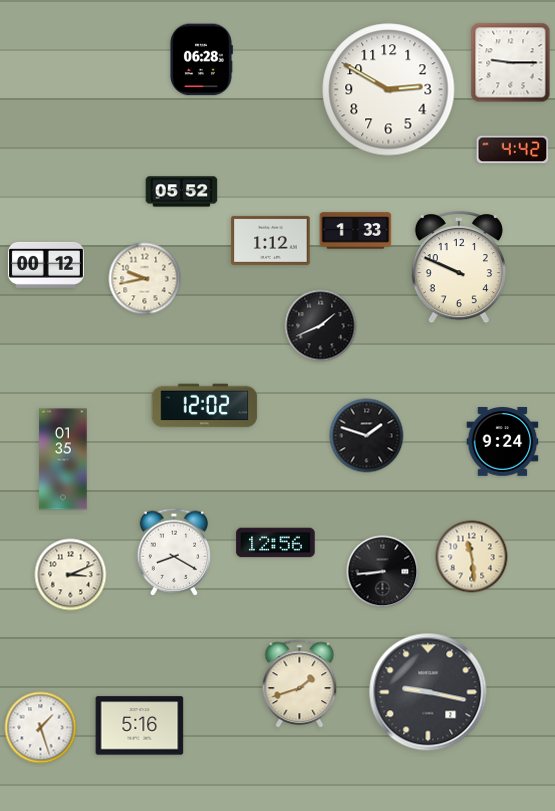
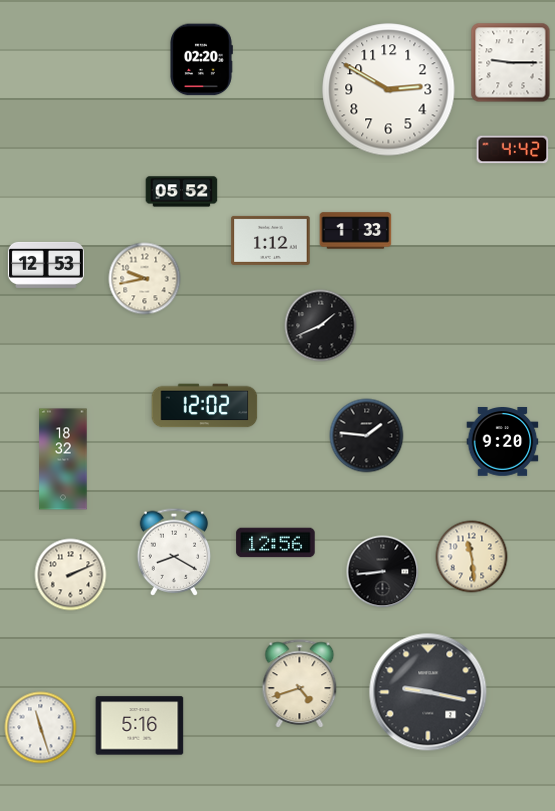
clock at (201, 60): 06:28 -> 02:20
clock at (46, 265): 00:12 -> 12:53
clock at (459, 267): 9:49 -> none
clock at (367, 436): 1:48 -> 1:46
clock at (503, 442): 9:24 -> 9:20
clock at (63, 459): 01:35 -> 18:32
clock at (71, 575): 3:11 -> 2:11
clock at (300, 684): 1:42 -> 4:42
clock at (41, 728): 1:27 -> 11:27
